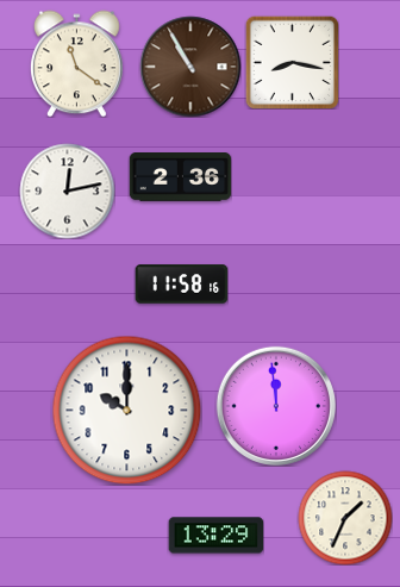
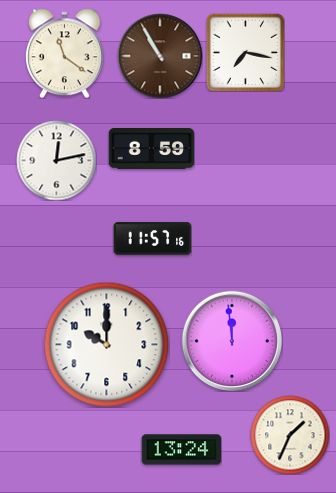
clock at (292, 62): 8:17 -> 7:17
clock at (180, 177): 2:36 -> 8:59
clock at (181, 285): 11:58 -> 11:57
clock at (215, 536): 13:29 -> 13:24
